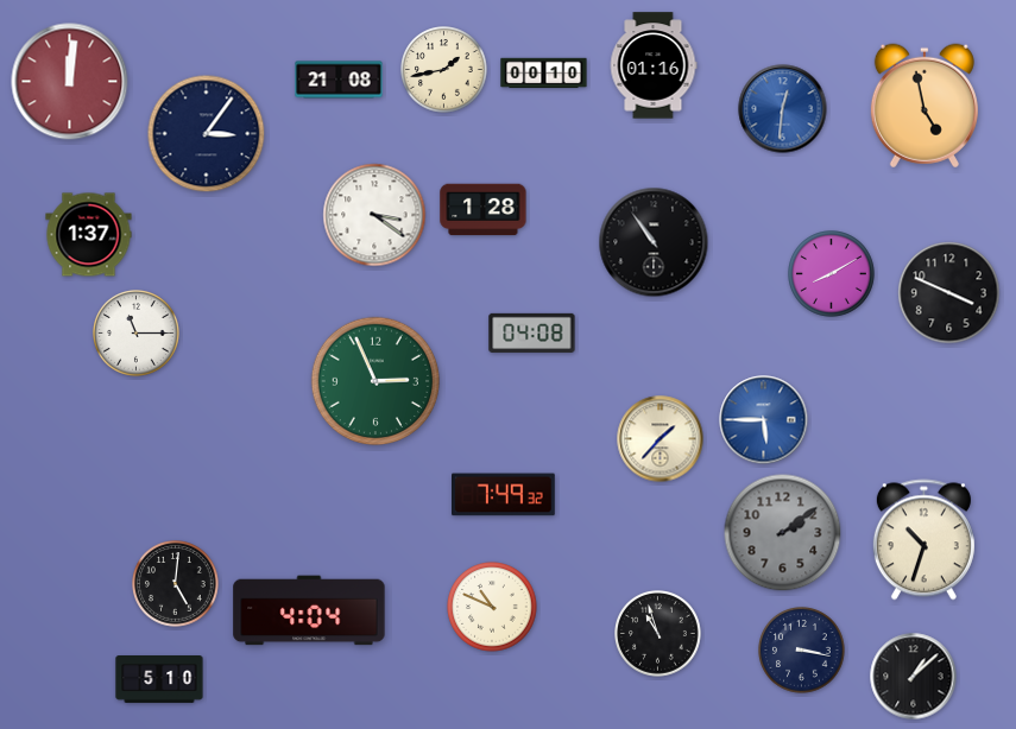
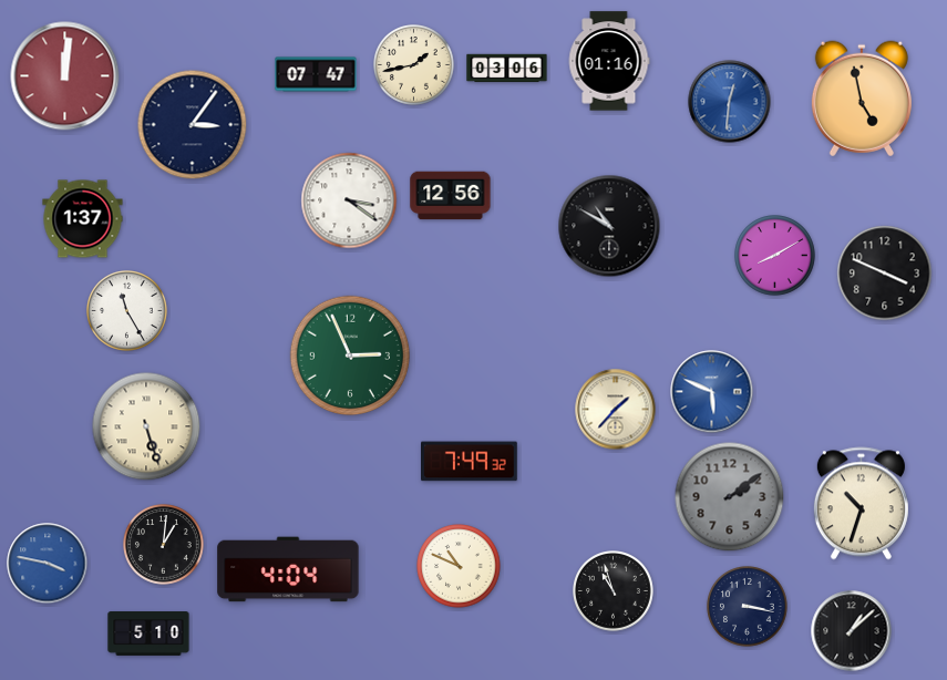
clock at (544, 74): 00:10 -> 03:06
clock at (339, 80): 21:08 -> 07:47
clock at (484, 210): 1:28 -> 12:56
clock at (654, 242): 10:54 -> 10:50
clock at (532, 332): 04:08 -> none
clock at (137, 334): 11:15 -> 11:25
clock at (764, 420): 5:45 -> 5:49
clock at (146, 426): none -> 5:27
clock at (176, 584): 5:01 -> 1:01
clock at (48, 564): none -> 3:47
